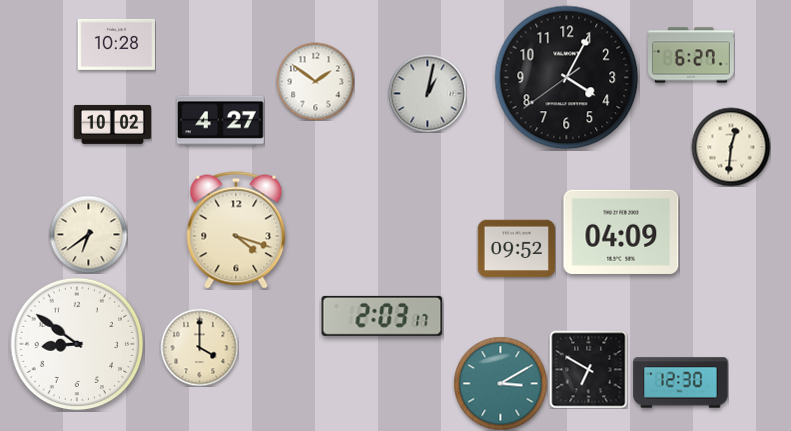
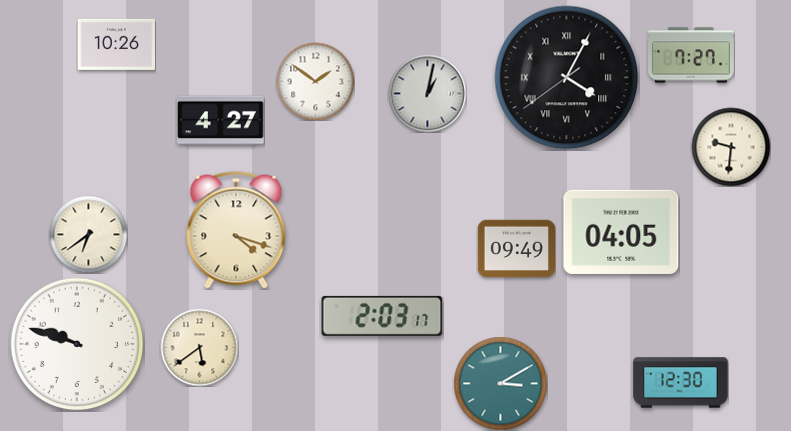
clock at (116, 44): 10:28 -> 10:26
clock at (692, 55): 6:27 -> 7:27
clock at (567, 78) numerals: Arabic -> Roman
clock at (112, 124): 10:02 -> none
clock at (731, 147): 12:31 -> 9:31
clock at (621, 232): 04:09 -> 04:05
clock at (516, 249): 09:52 -> 09:49
clock at (77, 344): 8:51 -> 9:48
clock at (199, 347): 4:00 -> 5:39
clock at (588, 369): 6:50 -> none
